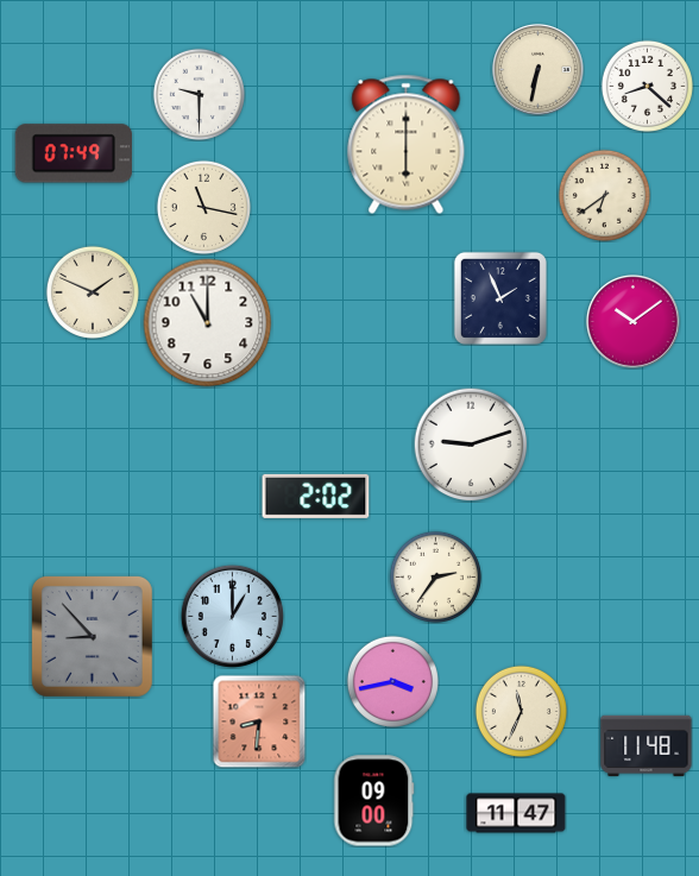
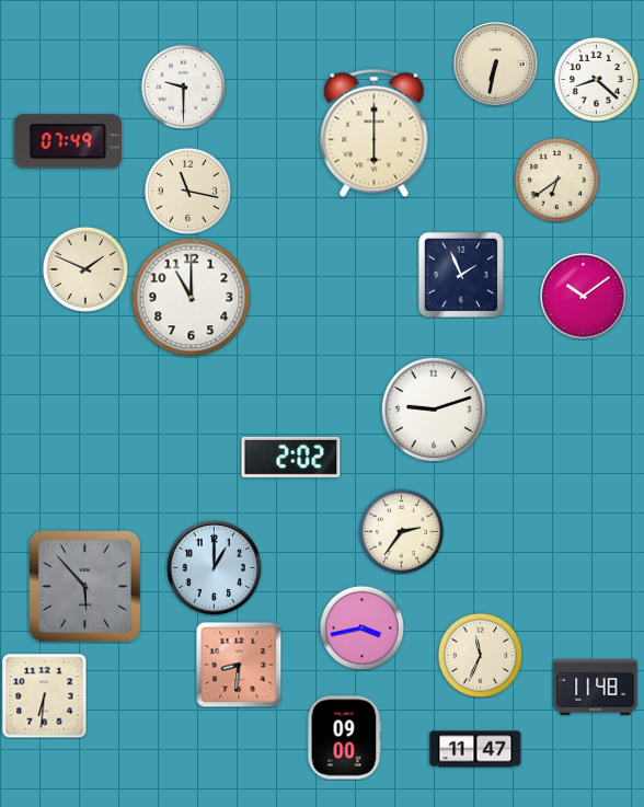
clock at (92, 636): 8:53 -> 5:53
clock at (44, 695): none -> 6:31
